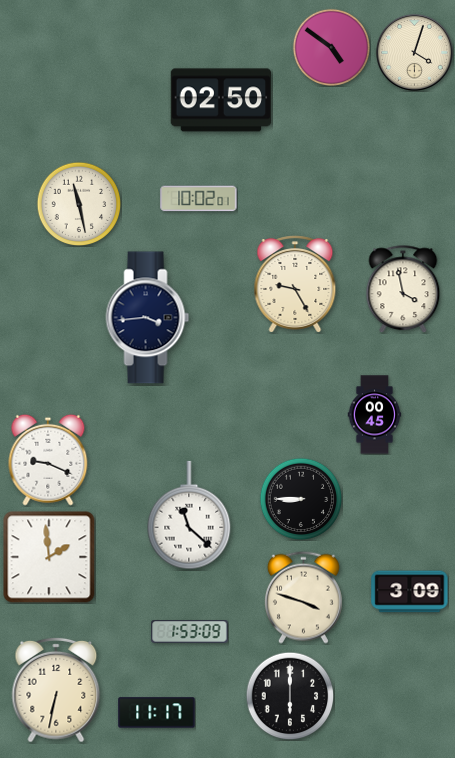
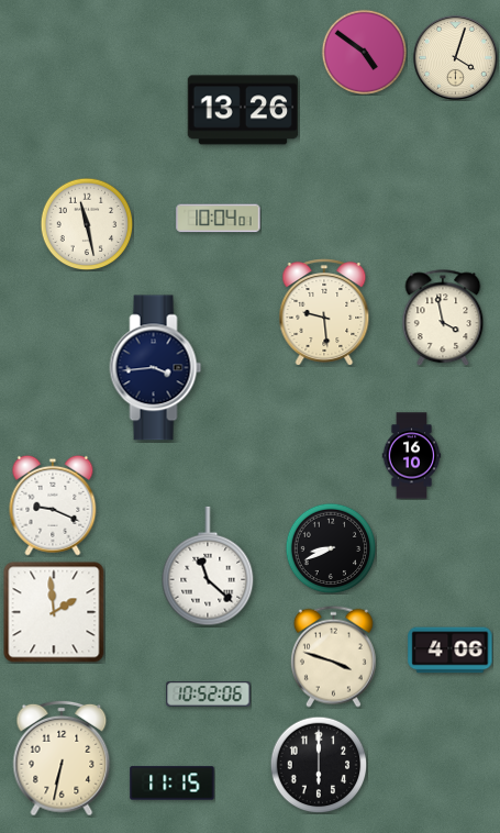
clock at (221, 100): 02:50 -> 13:26
clock at (199, 199): 10:02 -> 10:04
clock at (295, 284): 9:25 -> 9:29
clock at (148, 318) position: (148, 318) -> (156, 368)
clock at (375, 415): 00:45 -> 16:10
clock at (301, 499): 8:45 -> 8:41
clock at (410, 592): 3:09 -> 4:06
clock at (190, 632): 1:53 -> 10:52
clock at (157, 713): 11:17 -> 11:15
